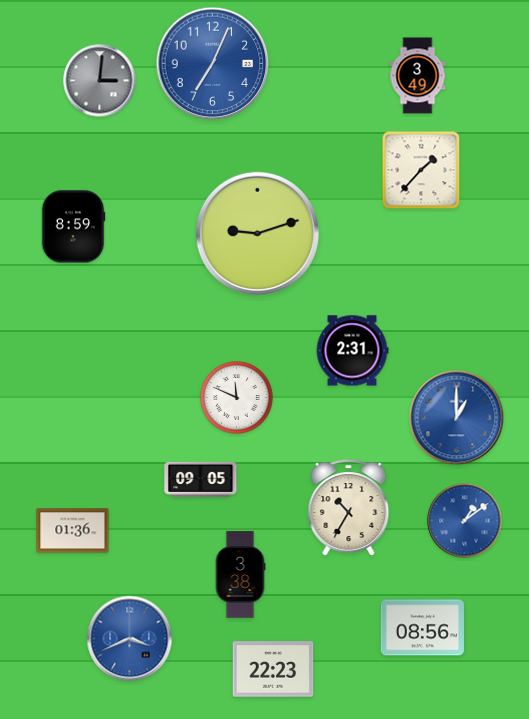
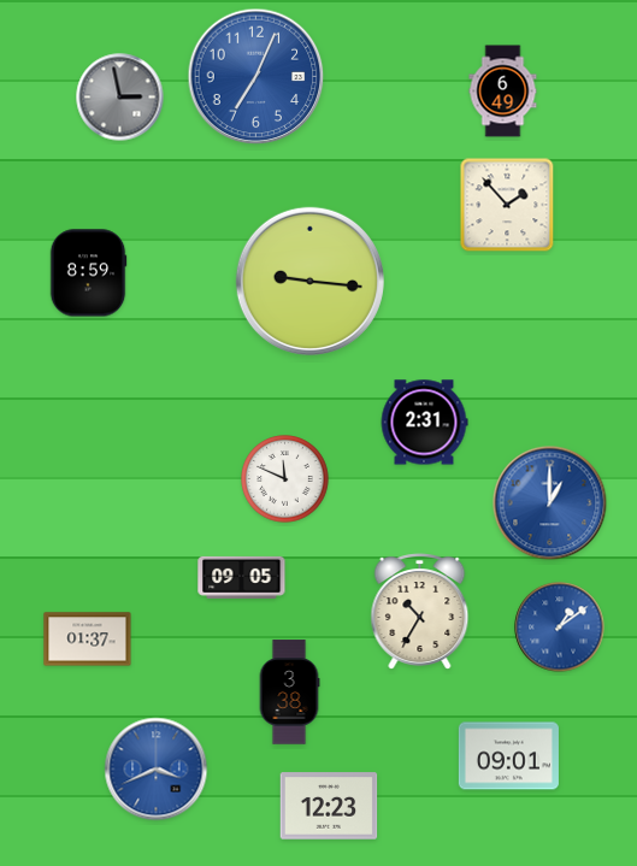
clock at (418, 76): 3:49 -> 6:49
clock at (100, 81): 3:01 -> 2:58
clock at (421, 170): 1:37 -> 1:53
clock at (257, 233): 9:12 -> 9:16
clock at (73, 531): 01:36 -> 01:37
clock at (422, 628): 08:56 -> 09:01
clock at (273, 669): 22:23 -> 12:23
